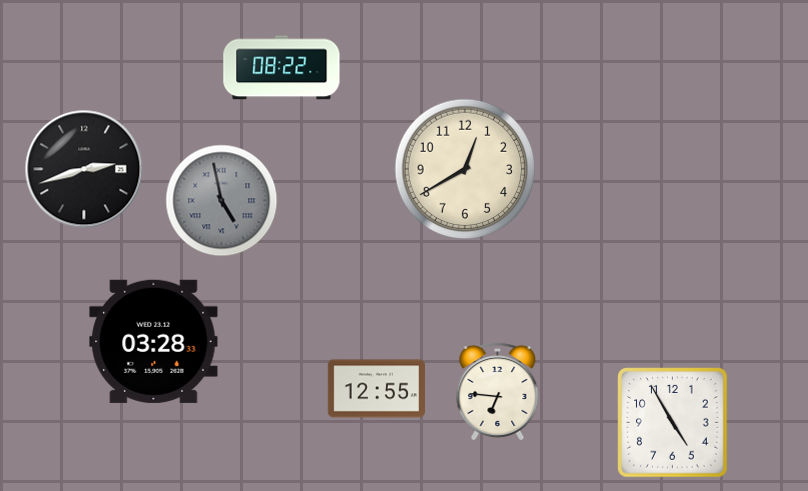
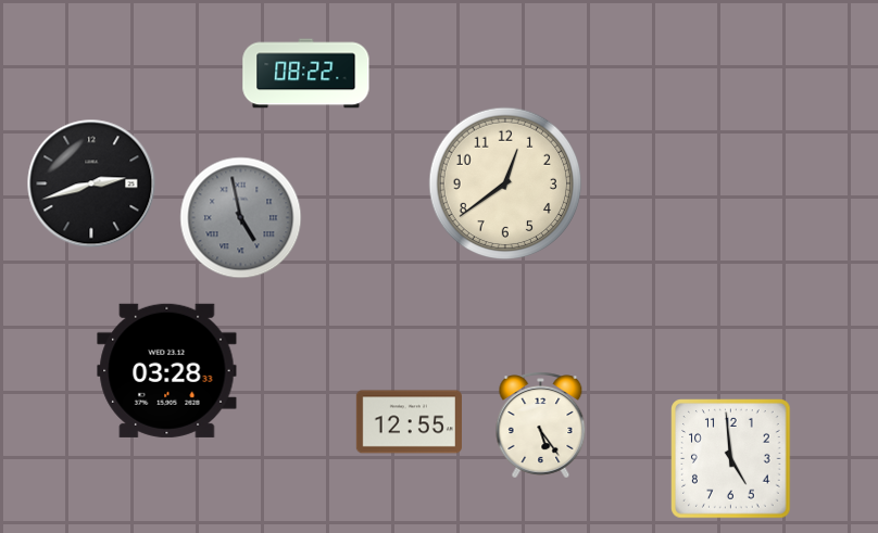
clock at (465, 169): 12:40 -> 12:39
clock at (498, 392): 6:46 -> 5:24
clock at (673, 423): 4:55 -> 4:59
